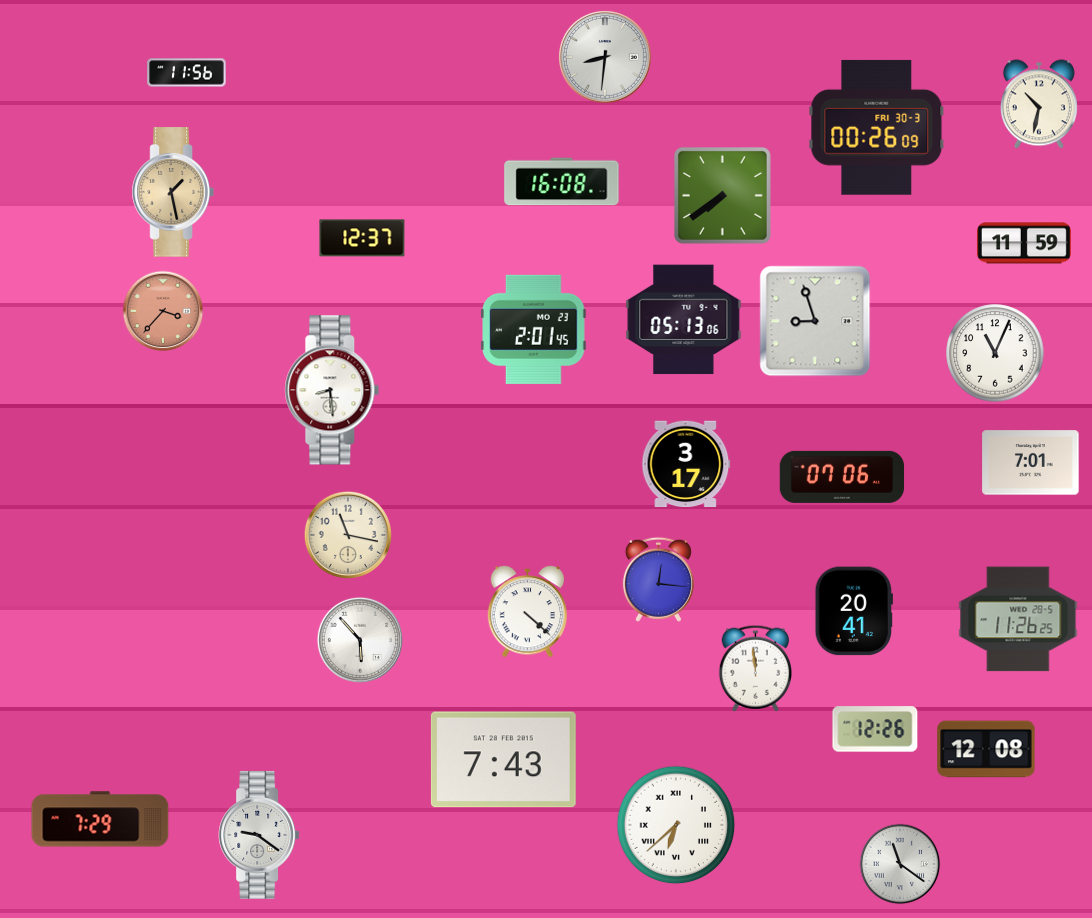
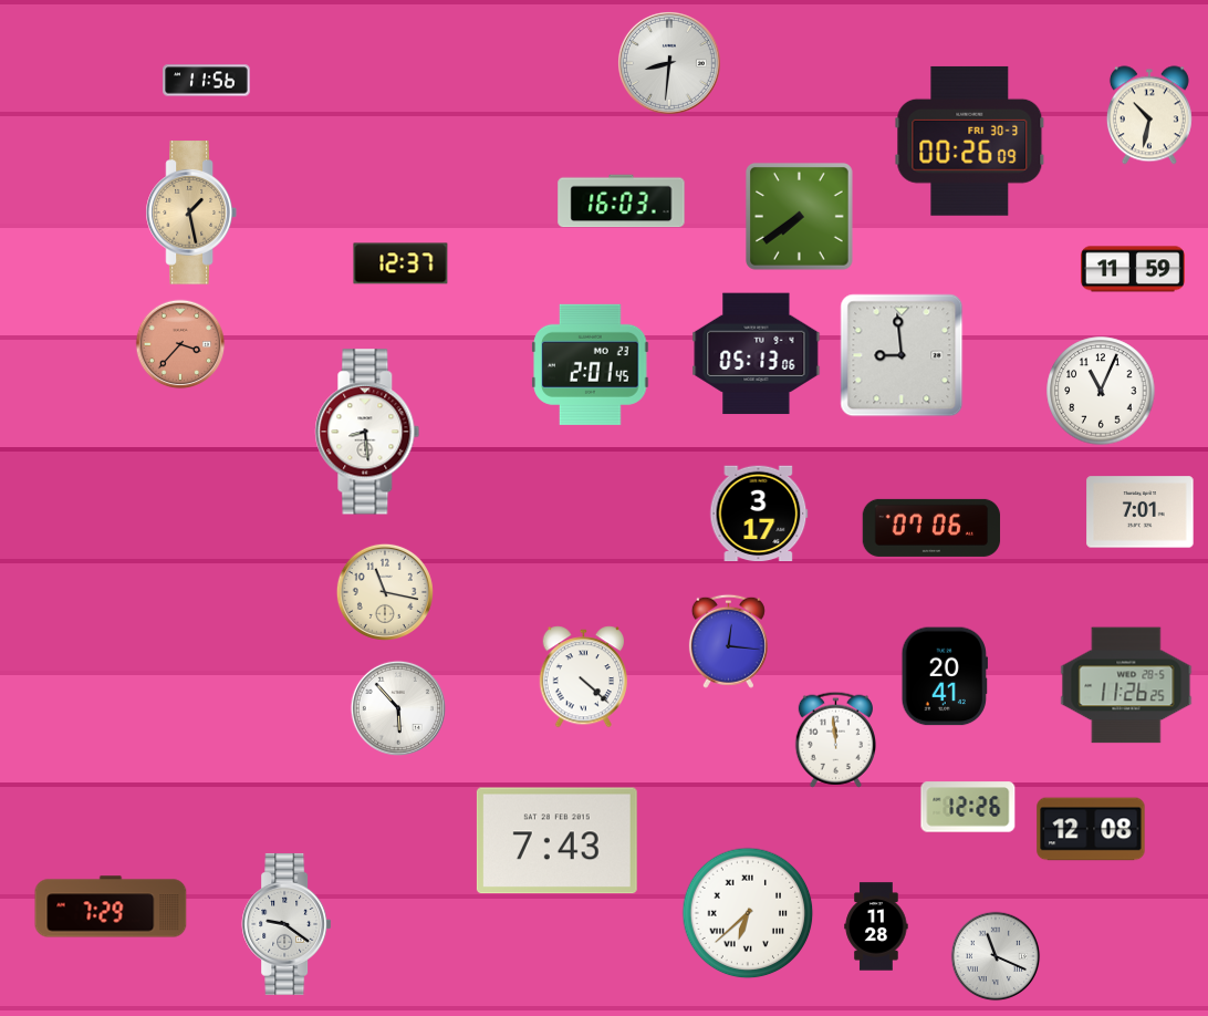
clock at (562, 182): 16:08 -> 16:03
clock at (815, 321): 8:57 -> 8:59
clock at (876, 926): none -> 11:28
clock at (900, 864): 11:21 -> 11:19
